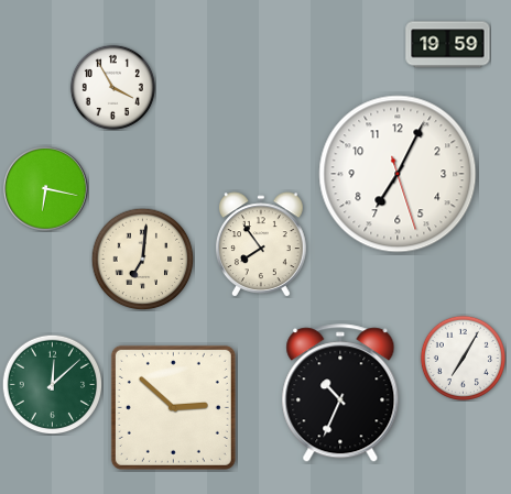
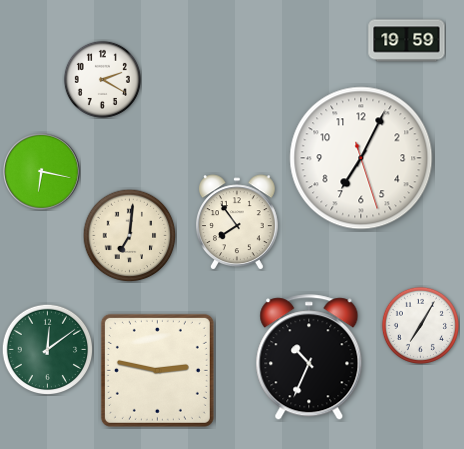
clock at (112, 87): 3:55 -> 2:20
clock at (52, 384): 12:08 -> 12:09
clock at (173, 407): 2:52 -> 2:47
